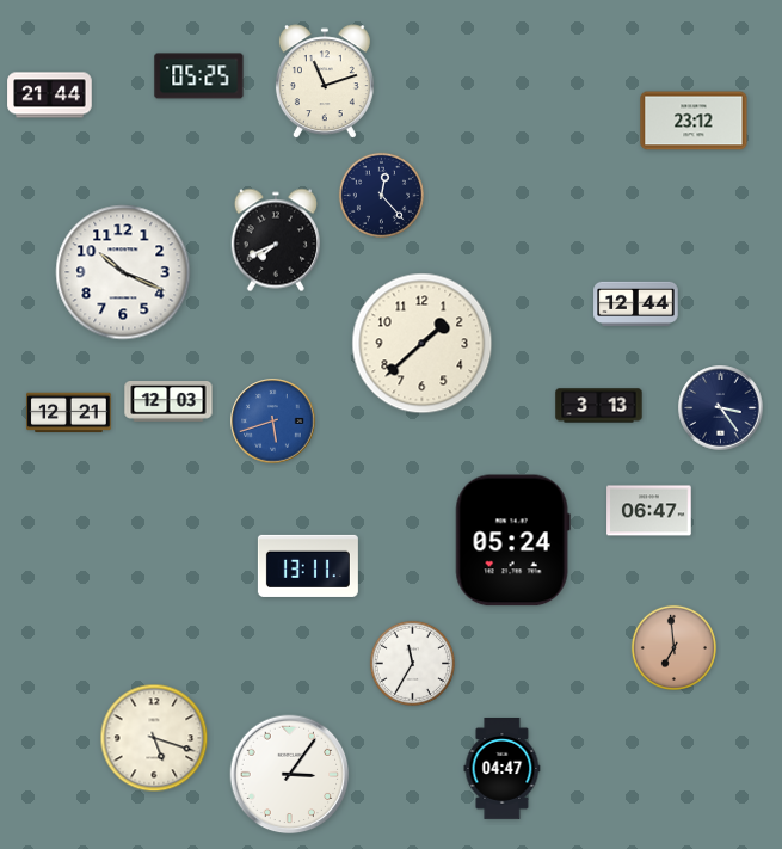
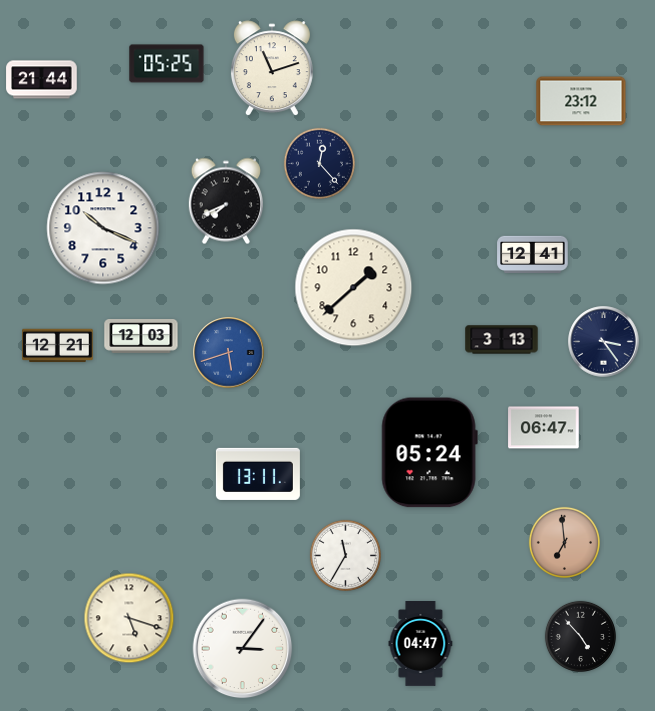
clock at (276, 240) position: (276, 240) -> (226, 201)
clock at (636, 303): 12:44 -> 12:41
clock at (580, 636): none -> 4:53
